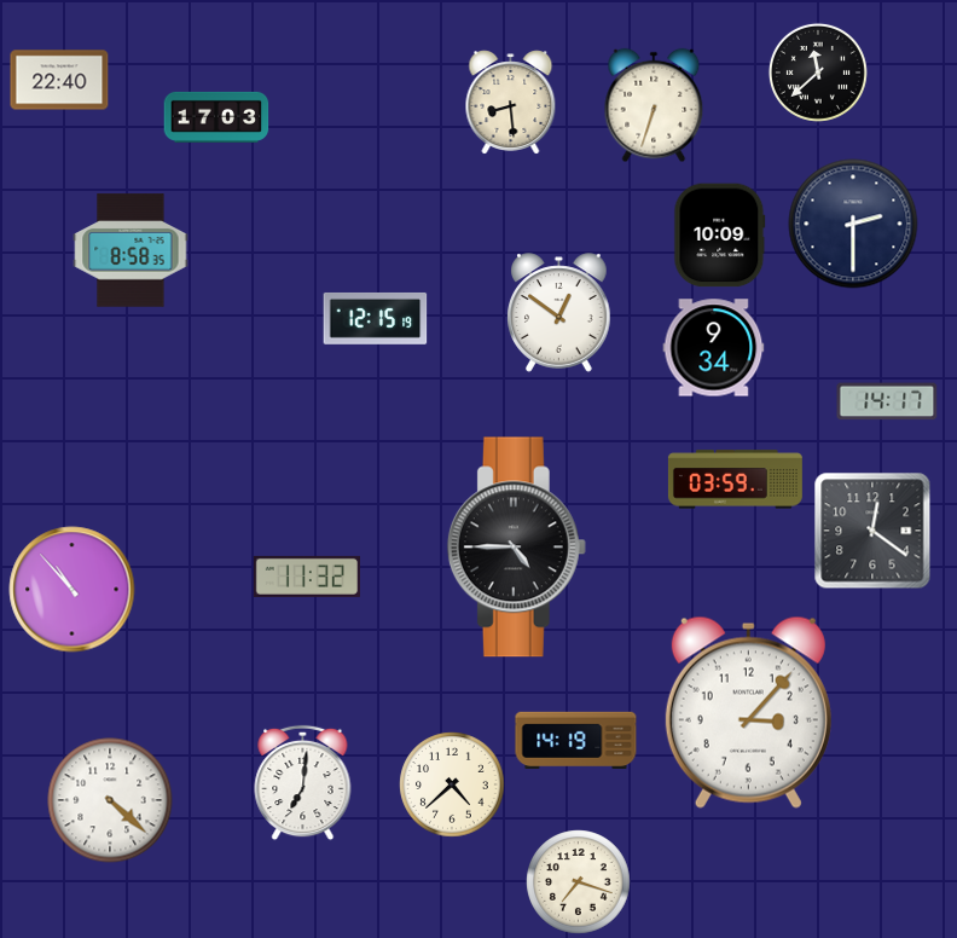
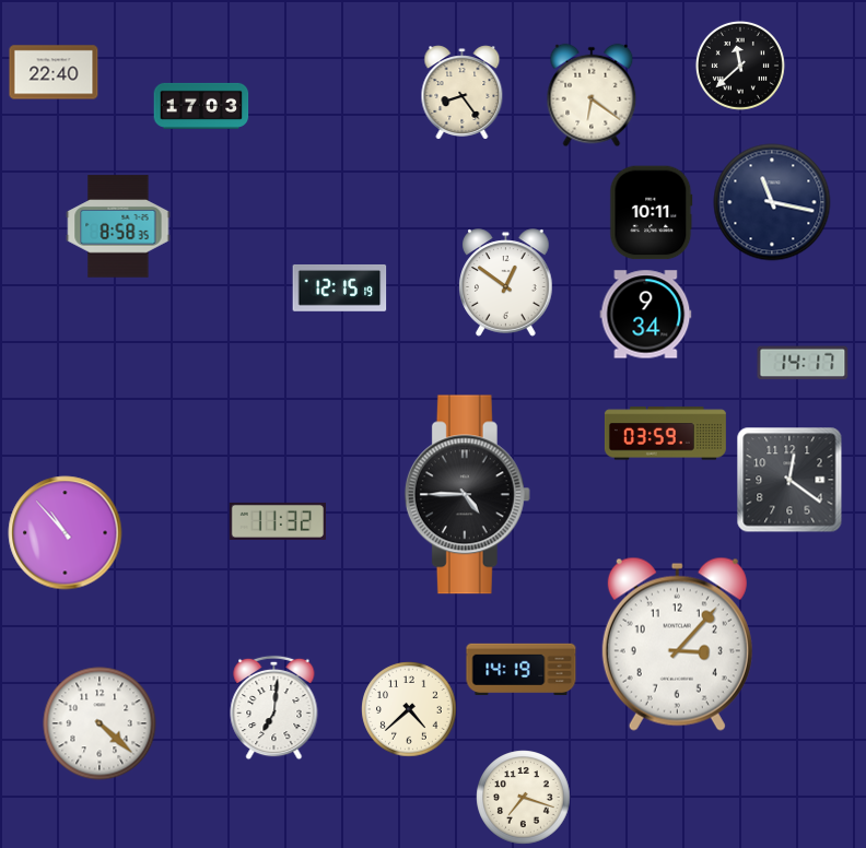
clock at (511, 103): 8:29 -> 8:24
clock at (654, 105): 6:33 -> 6:21
clock at (216, 117) position: (216, 117) -> (201, 106)
clock at (853, 224): 2:30 -> 11:17
clock at (720, 236): 10:09 -> 10:11
